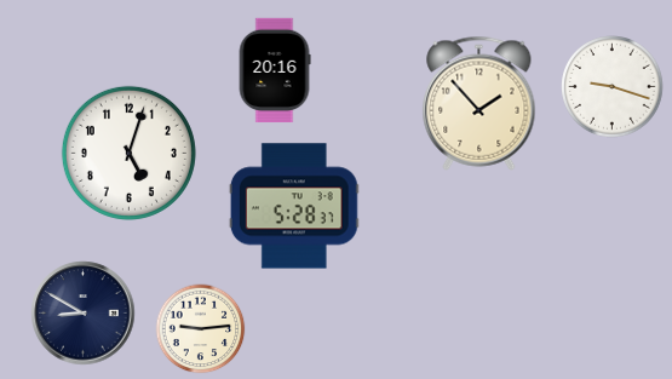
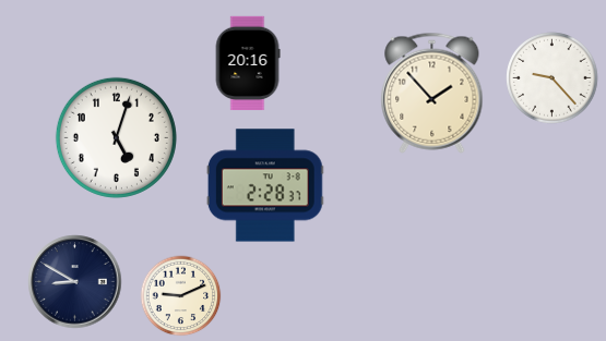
clock at (613, 87): 9:18 -> 9:23
clock at (294, 206): 5:28 -> 2:28
clock at (201, 329): 9:14 -> 9:11
